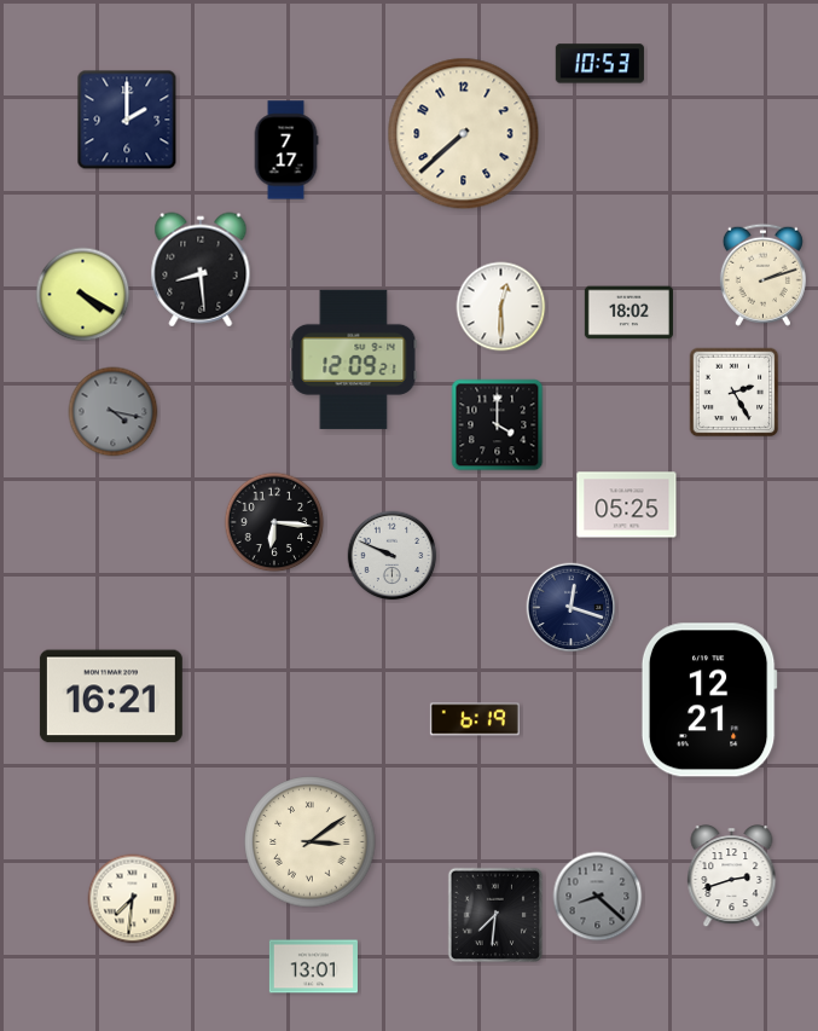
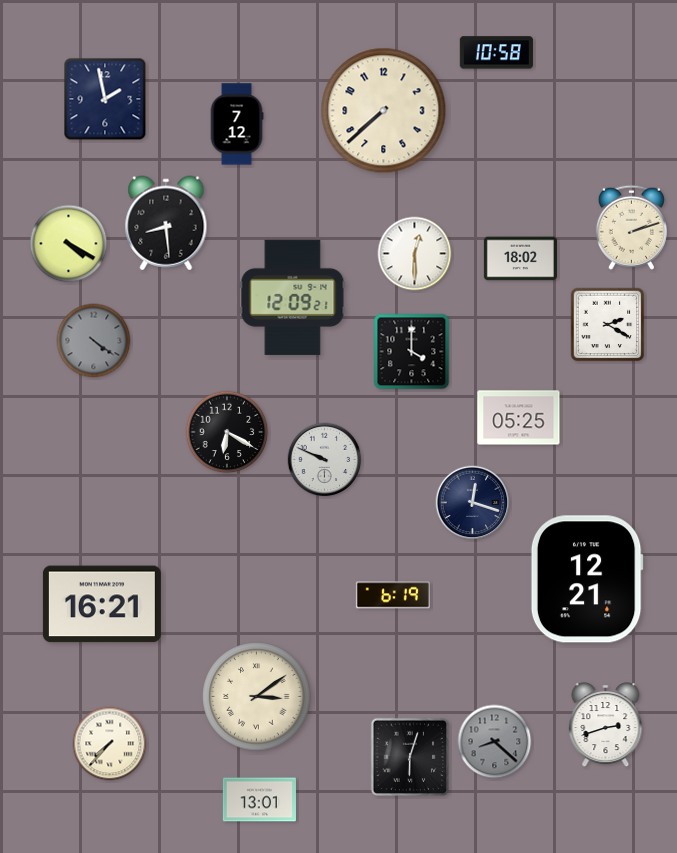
clock at (599, 64): 10:53 -> 10:58
clock at (127, 120): 2:00 -> 1:58
clock at (286, 150): 7:17 -> 7:12
clock at (735, 393): 2:25 -> 2:20
clock at (114, 412): 4:17 -> 4:21
clock at (274, 522): 6:16 -> 6:20
clock at (111, 696) position: (111, 696) -> (102, 604)
clock at (133, 899): 7:31 -> 7:37
clock at (495, 915): 7:31 -> 6:03
